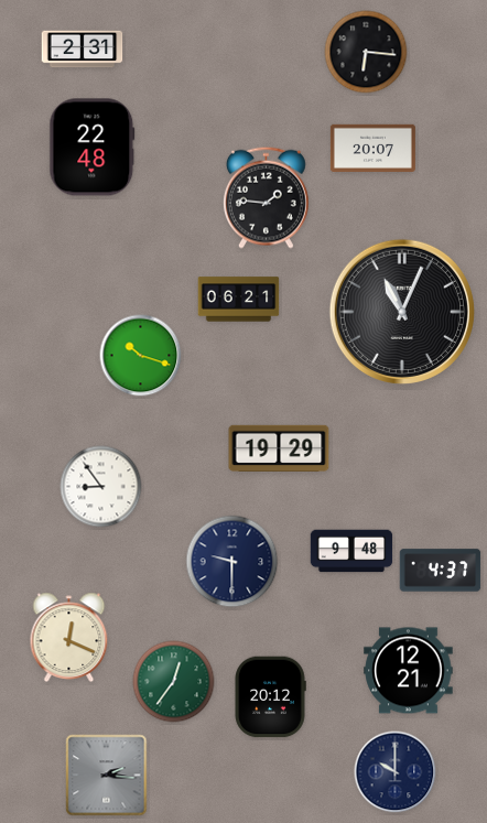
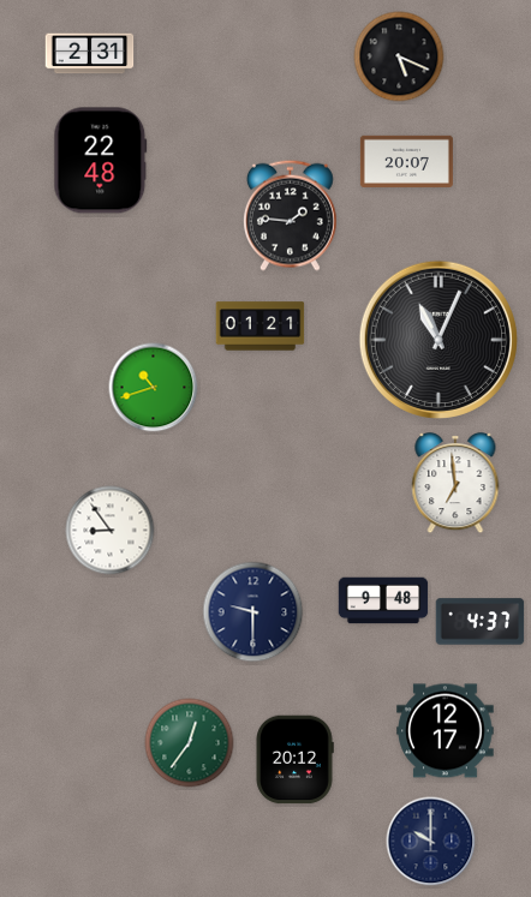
clock at (366, 52): 6:16 -> 5:19
clock at (239, 300): 06:21 -> 01:21
clock at (141, 356): 10:18 -> 10:42
clock at (455, 484): none -> 6:59
clock at (279, 448): 19:29 -> none
clock at (69, 638): 12:19 -> none
clock at (409, 671): 12:21 -> 12:17
clock at (107, 776): 2:16 -> none
